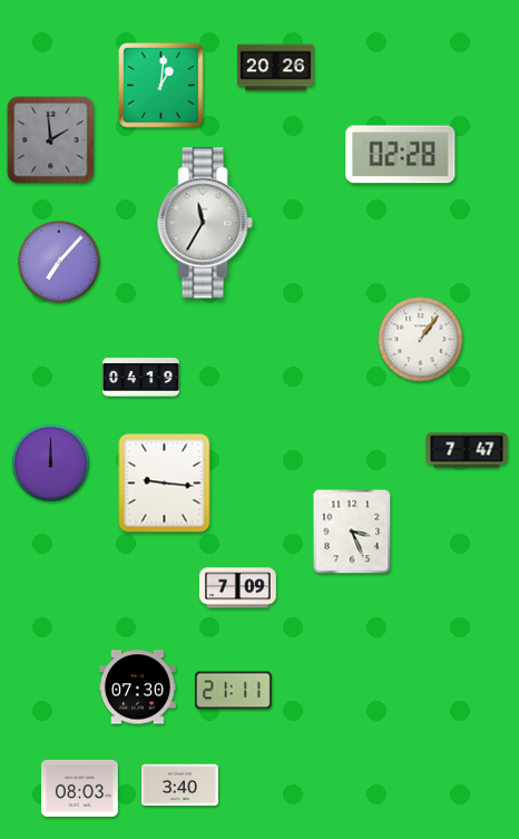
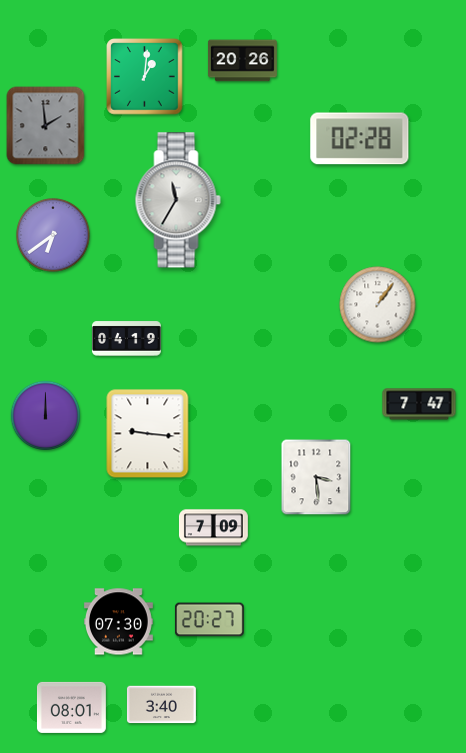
clock at (275, 68) position: (275, 68) -> (242, 61)
clock at (205, 223) position: (205, 223) -> (178, 200)
clock at (59, 262): 7:07 -> 6:39
clock at (352, 531): 3:26 -> 3:29
clock at (137, 687) position: (137, 687) -> (118, 622)
clock at (233, 691): 21:11 -> 20:27
clock at (79, 788): 08:03 -> 08:01
